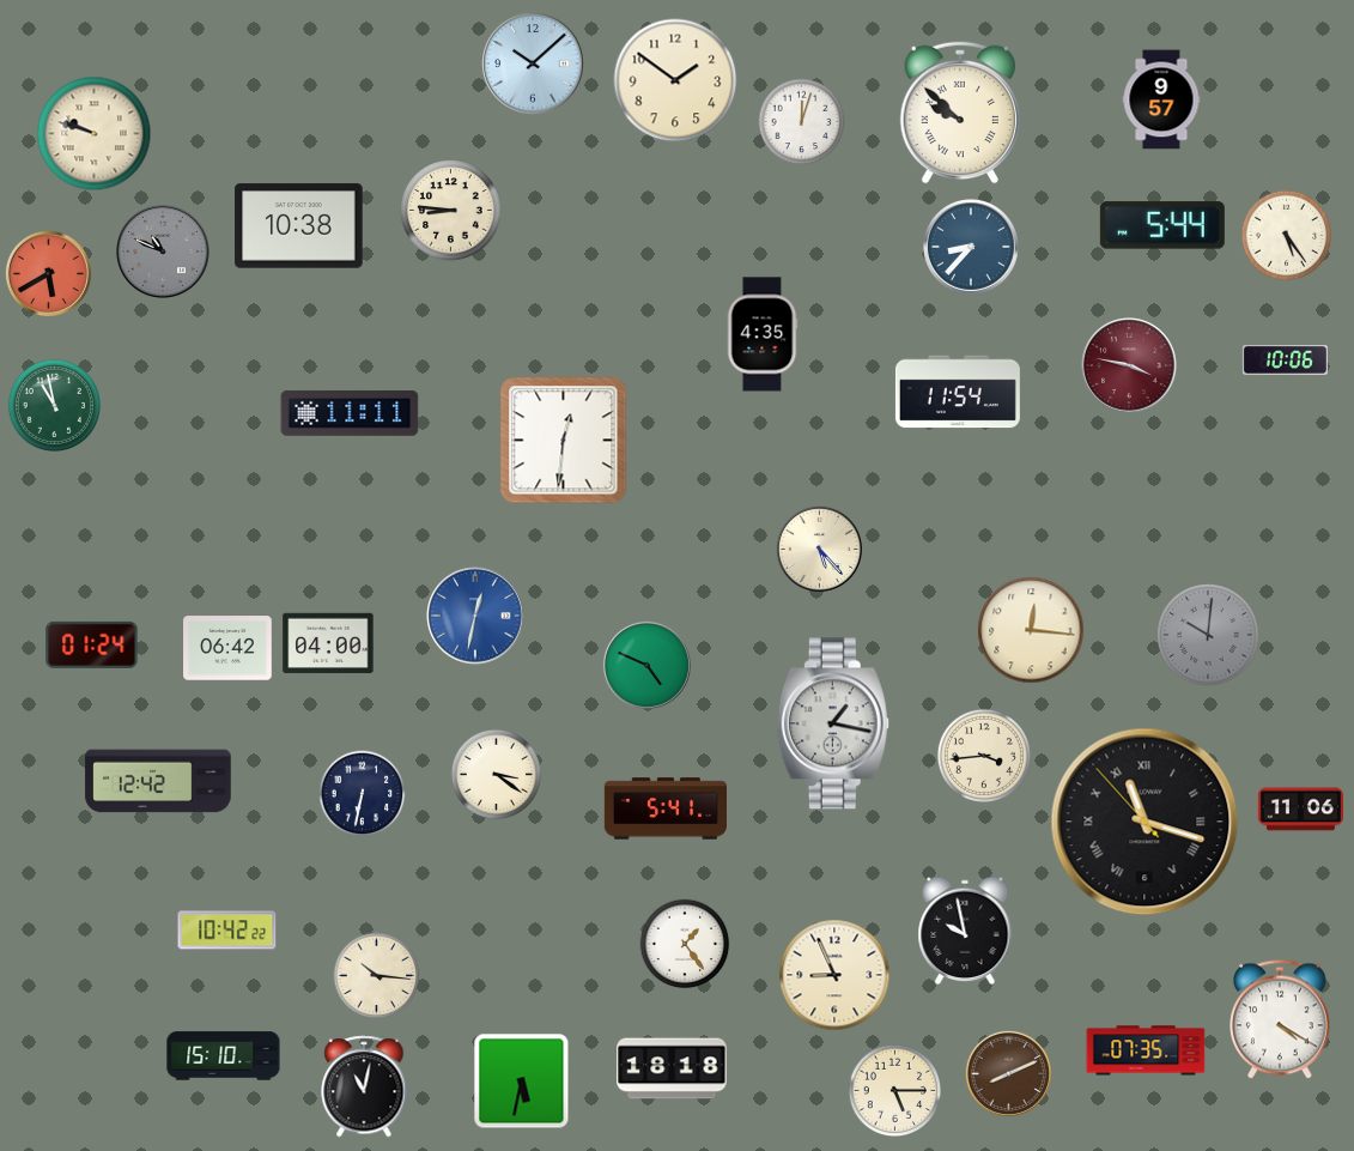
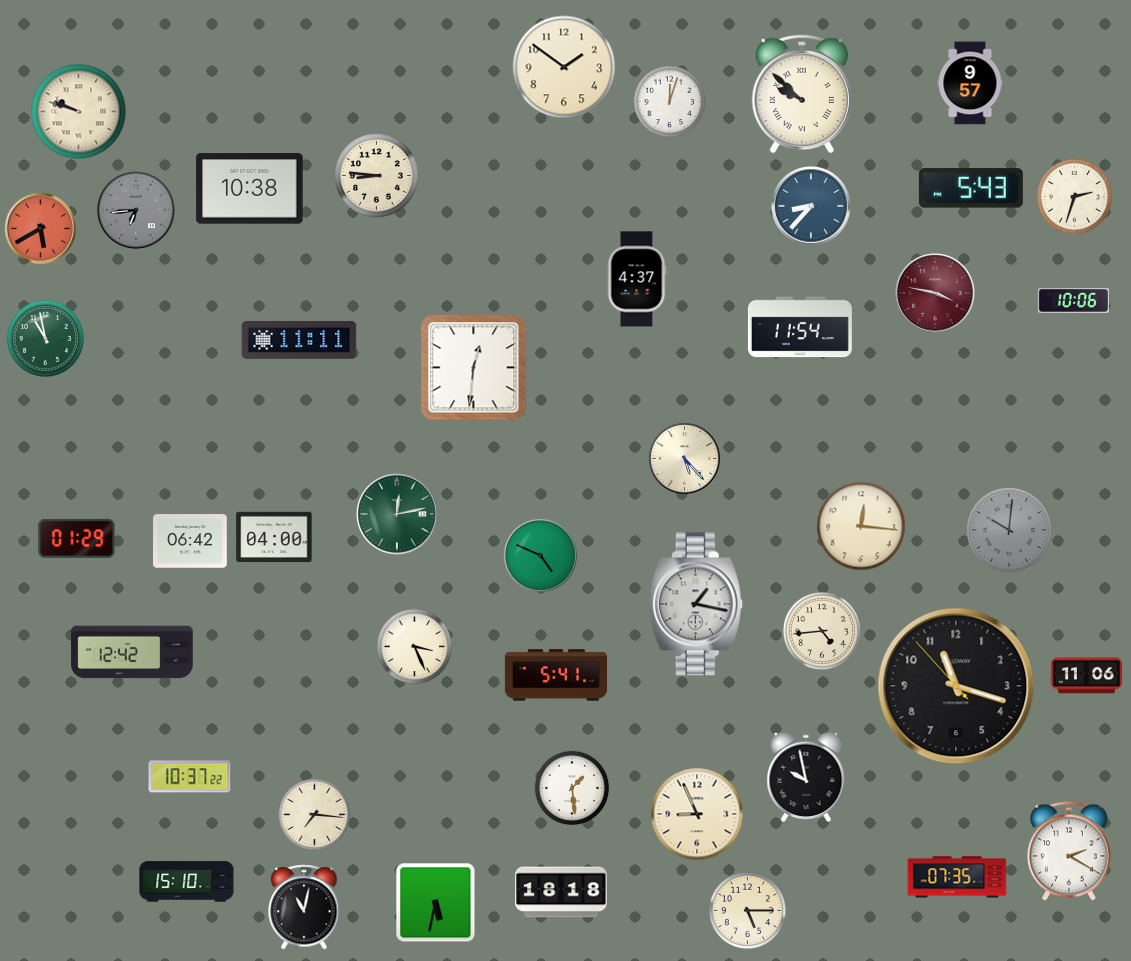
clock at (533, 63): 10:08 -> none
clock at (1162, 225): 5:44 -> 5:43
clock at (1287, 236): 5:24 -> 2:33
clock at (164, 253): 10:49 -> 6:44
clock at (763, 334): 4:35 -> 4:37
clock at (1129, 365) position: (1129, 365) -> (935, 293)
clock at (350, 413) position: (350, 413) -> (299, 340)
clock at (564, 441) position: (564, 441) -> (474, 368)
clock at (475, 616): 12:32 -> 12:13
clock at (475, 616) dial: blue -> green
clock at (92, 644): 01:24 -> 01:29
clock at (984, 756): 3:44 -> 4:44
clock at (497, 775): 3:21 -> 3:26
clock at (363, 794): 6:32 -> none
clock at (1144, 822) numerals: Roman -> Arabic
clock at (227, 931): 10:42 -> 10:37
clock at (685, 944): 1:24 -> 1:29
clock at (377, 976): 10:16 -> 7:16
clock at (1280, 1019): 4:20 -> 2:20
clock at (1008, 1073): 8:11 -> none
